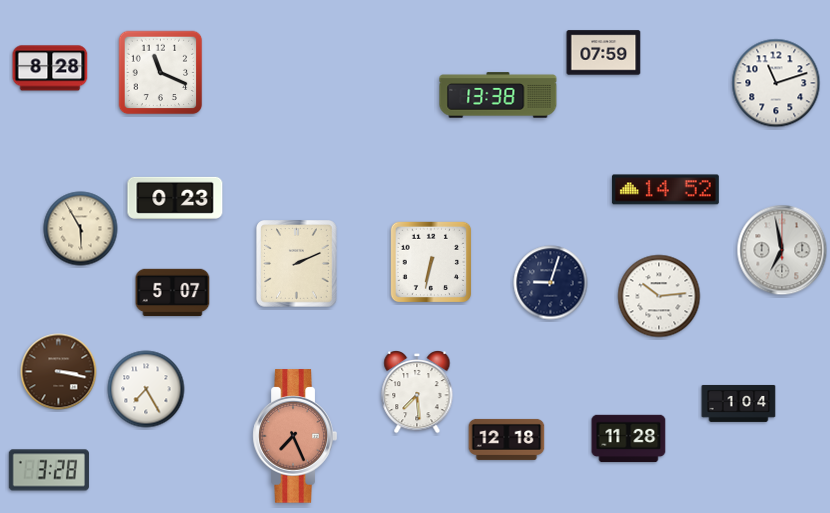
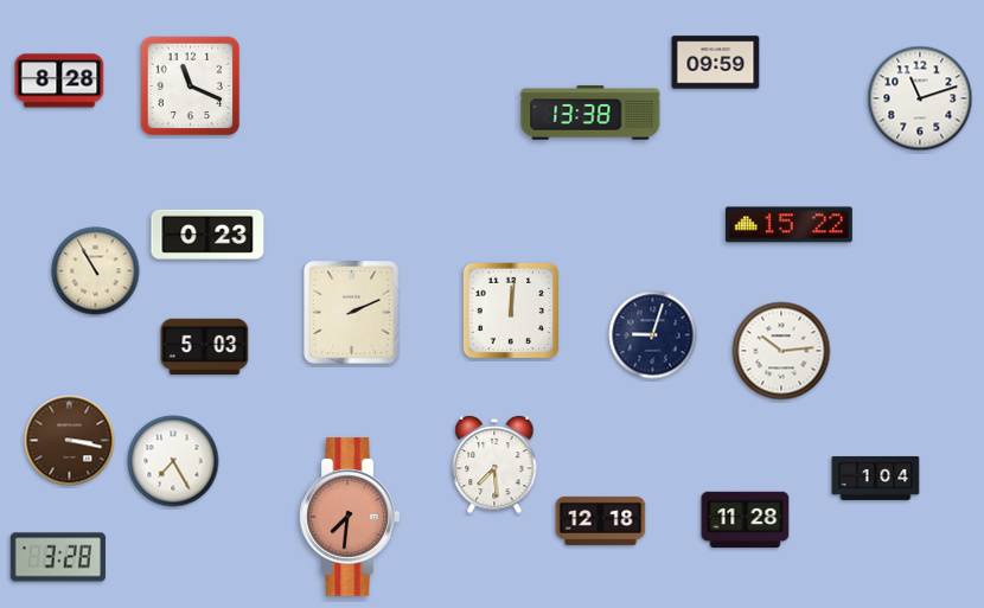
clock at (604, 53): 07:59 -> 09:59
clock at (665, 190): 14:52 -> 15:22
clock at (81, 229): 5:55 -> 10:55
clock at (782, 250): 6:58 -> none
clock at (431, 262): 6:32 -> 12:01
clock at (173, 293): 5:07 -> 5:03
clock at (295, 436): 7:26 -> 7:31
